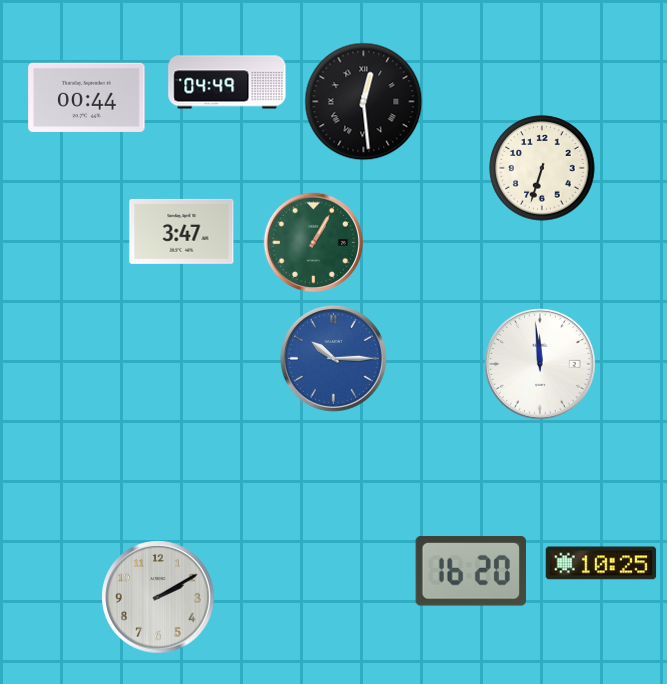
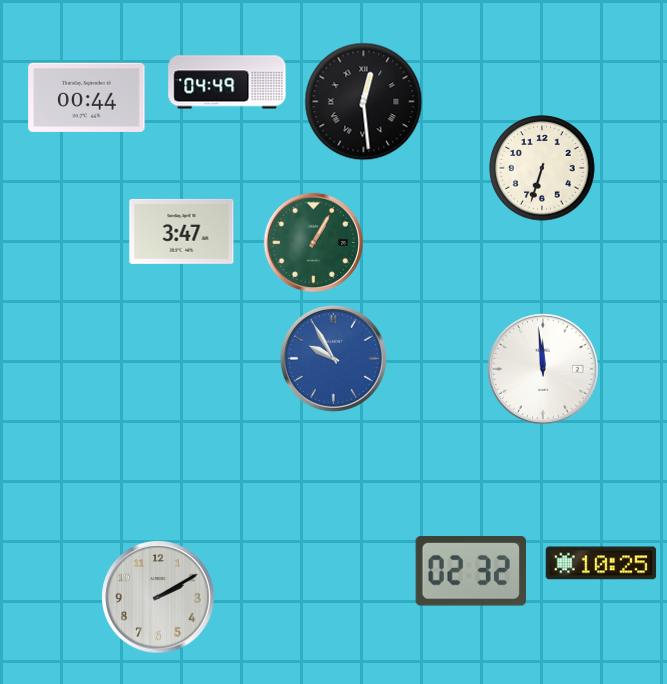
clock at (333, 358): 10:15 -> 9:55
clock at (540, 364) position: (540, 364) -> (543, 369)
clock at (471, 571): 16:20 -> 02:32
